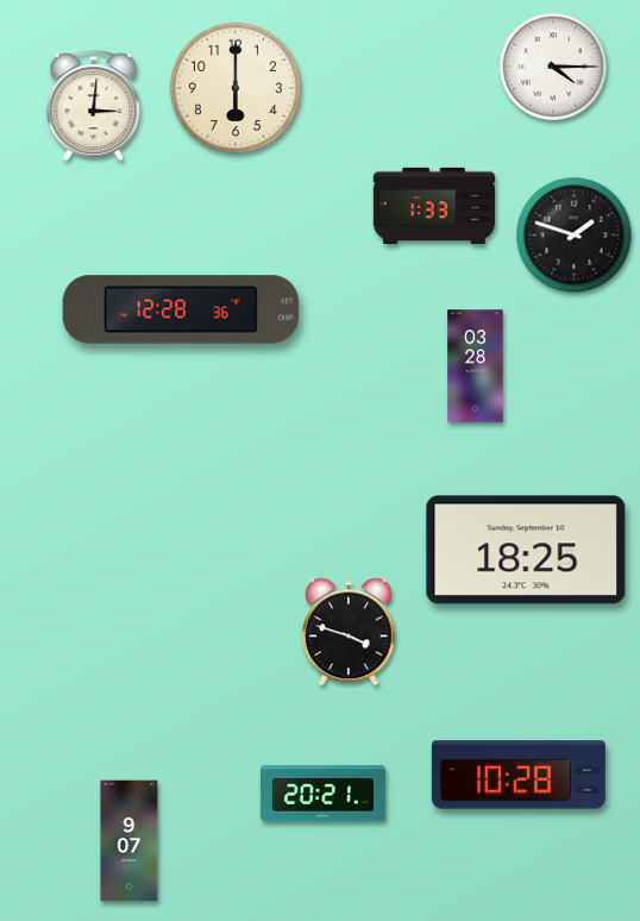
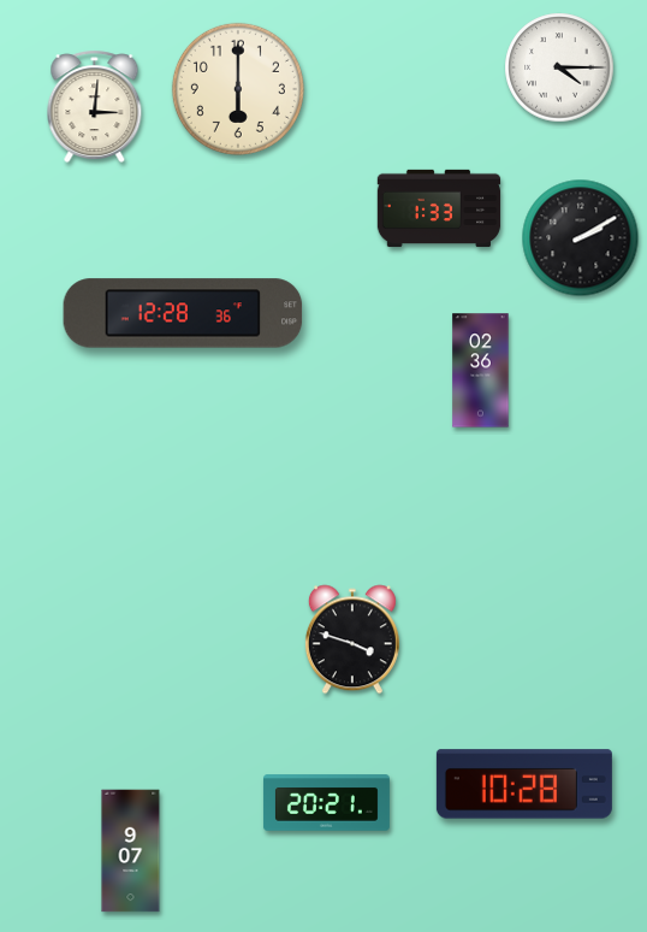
clock at (575, 236): 1:48 -> 2:10
clock at (476, 366): 03:28 -> 02:36
clock at (526, 550): 18:25 -> none
